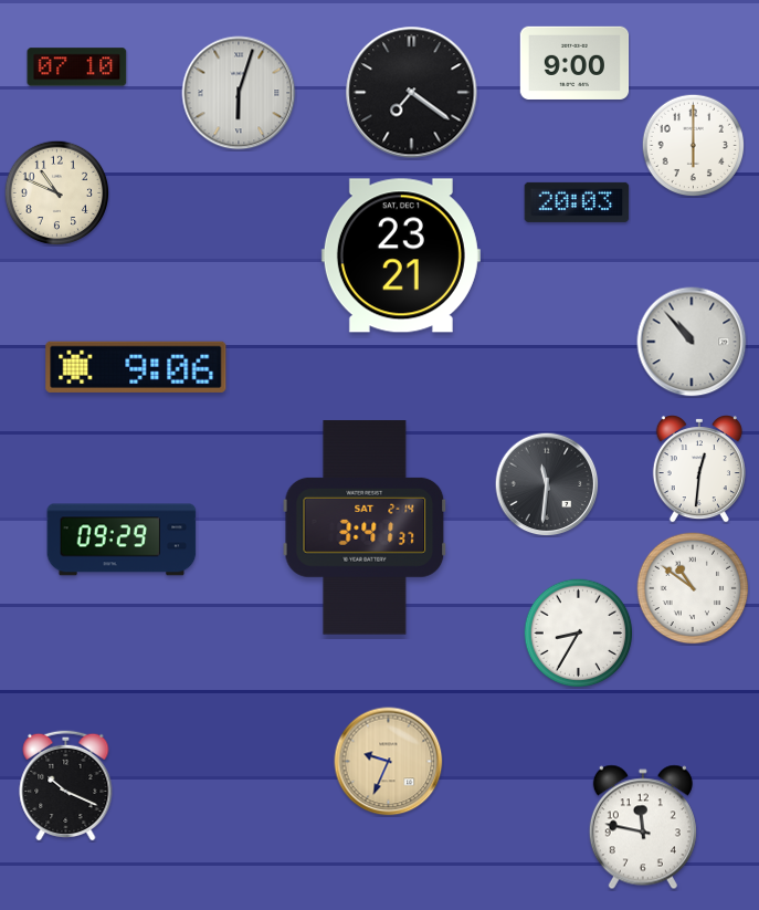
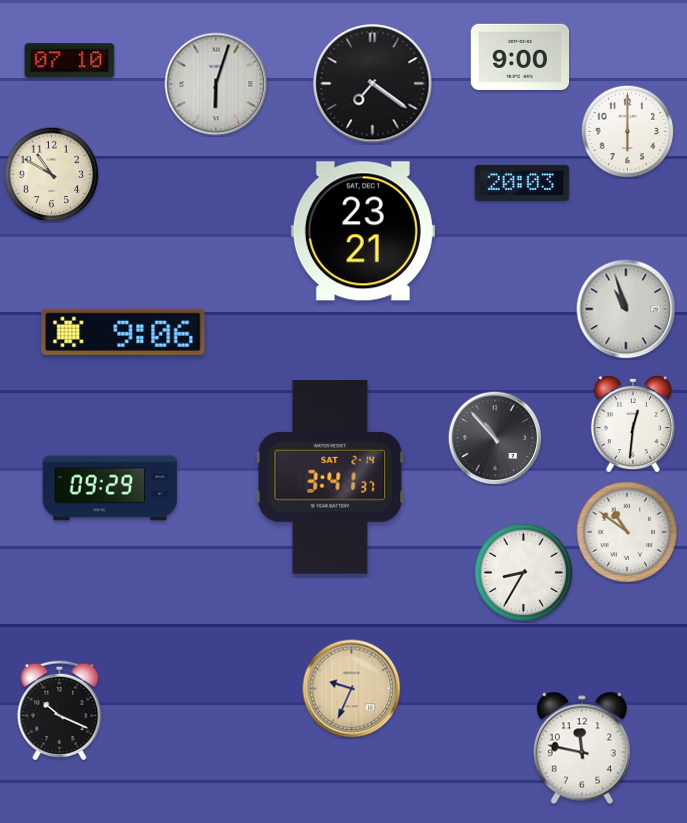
clock at (56, 192): 10:49 -> 10:50
clock at (692, 342): 10:53 -> 10:57
clock at (547, 484): 11:31 -> 10:53
